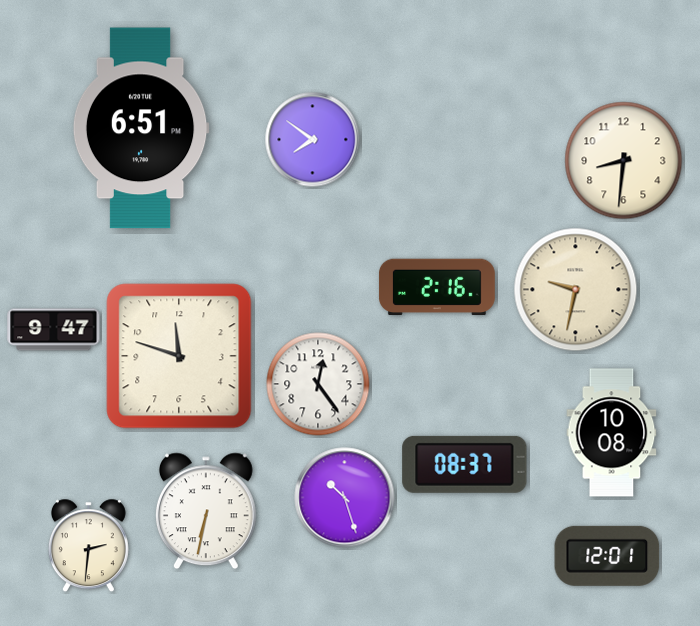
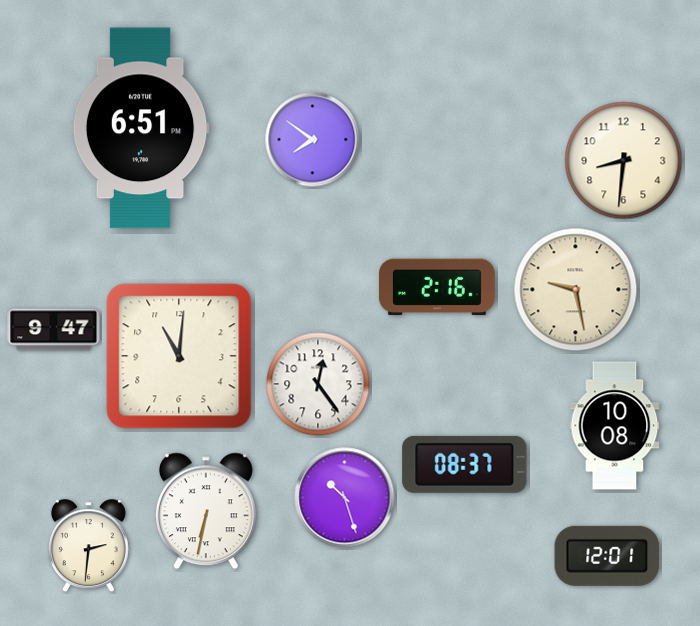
clock at (576, 290): 9:32 -> 9:28
clock at (179, 356): 11:48 -> 11:01
clock at (612, 433) position: (612, 433) -> (615, 426)
